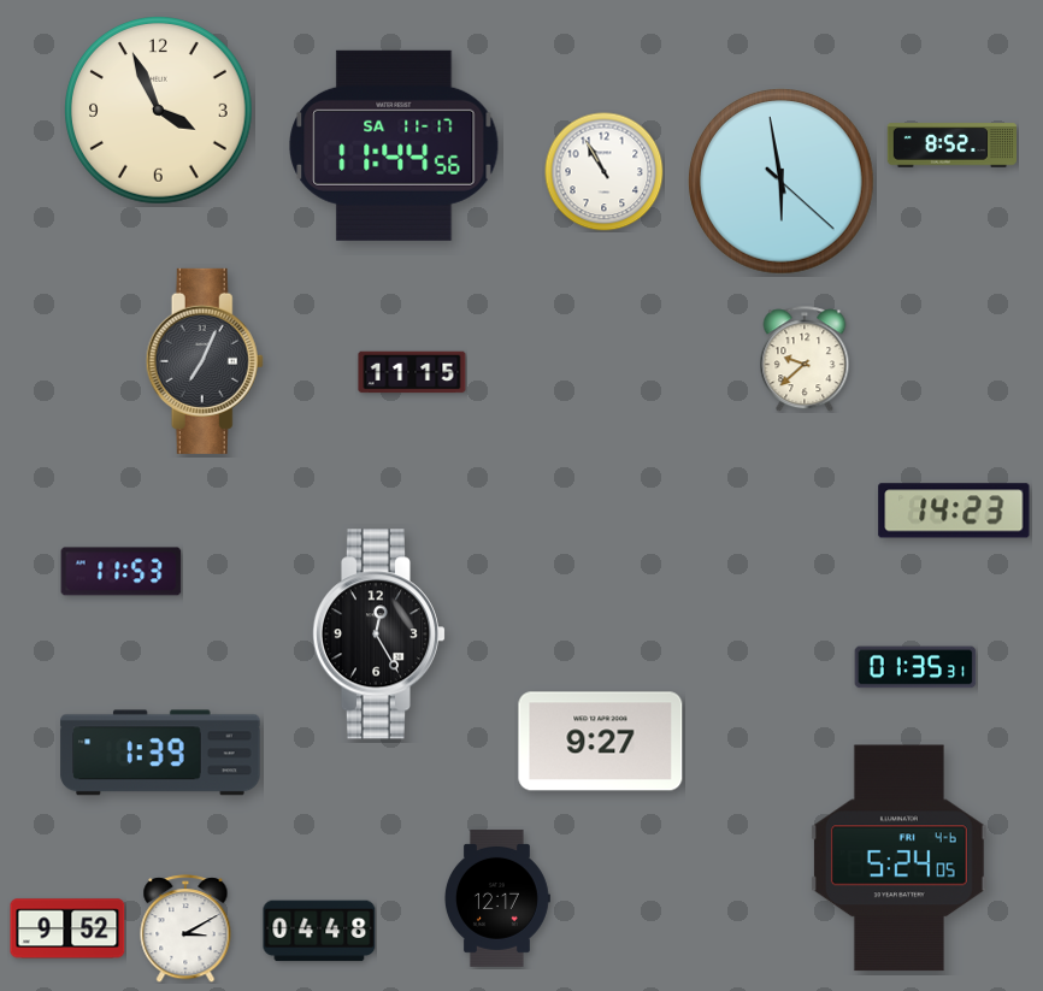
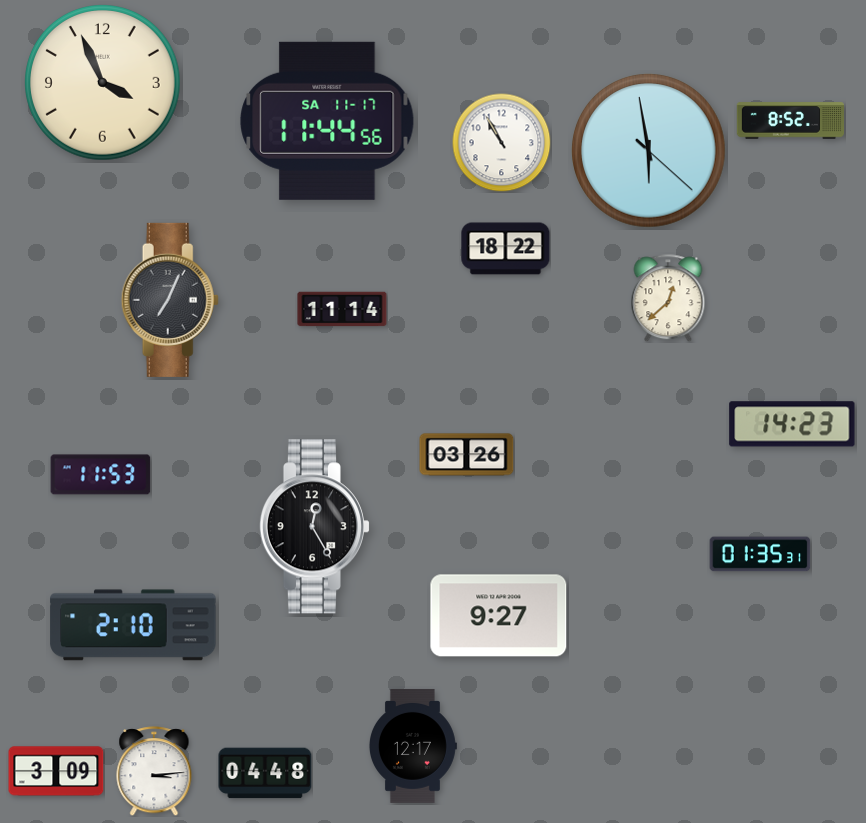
clock at (159, 111) position: (159, 111) -> (103, 83)
clock at (506, 249): none -> 18:22
clock at (805, 359): 9:38 -> 12:38
clock at (412, 372): 11:15 -> 11:14
clock at (467, 455): none -> 03:26
clock at (160, 753): 1:39 -> 2:10
clock at (898, 859): 5:24 -> none
clock at (67, 928): 9:52 -> 3:09
clock at (185, 928): 3:10 -> 3:14
